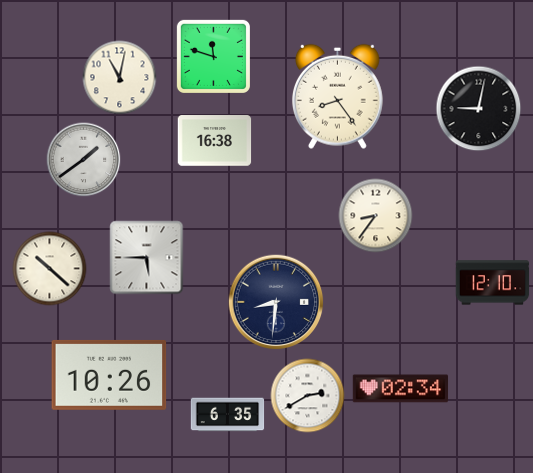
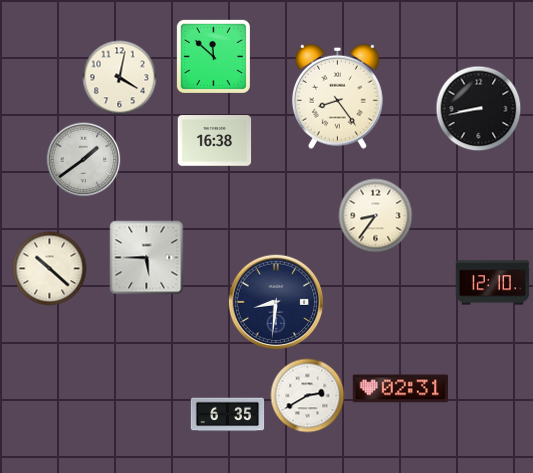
clock at (213, 56): 11:48 -> 11:52
clock at (120, 78): 11:02 -> 4:02
clock at (479, 109): 9:02 -> 8:43
clock at (109, 375): 10:26 -> none
clock at (401, 389): 02:34 -> 02:31
